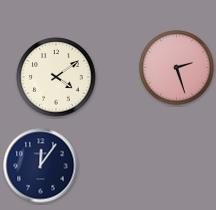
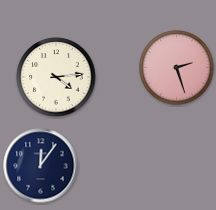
clock at (56, 77): 4:09 -> 4:14
